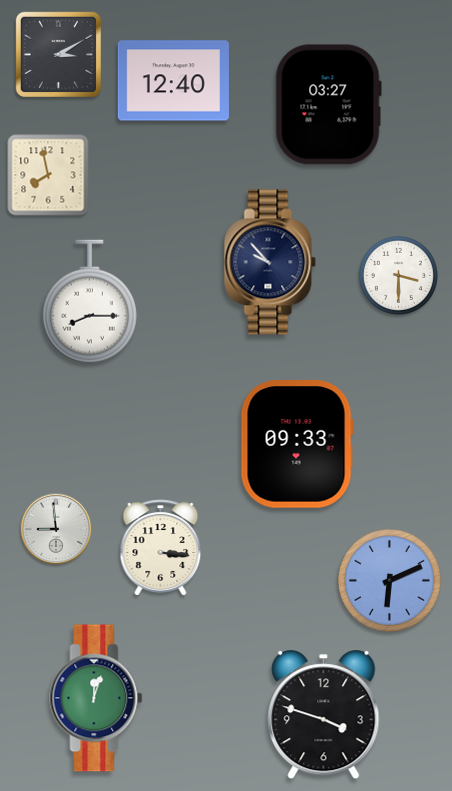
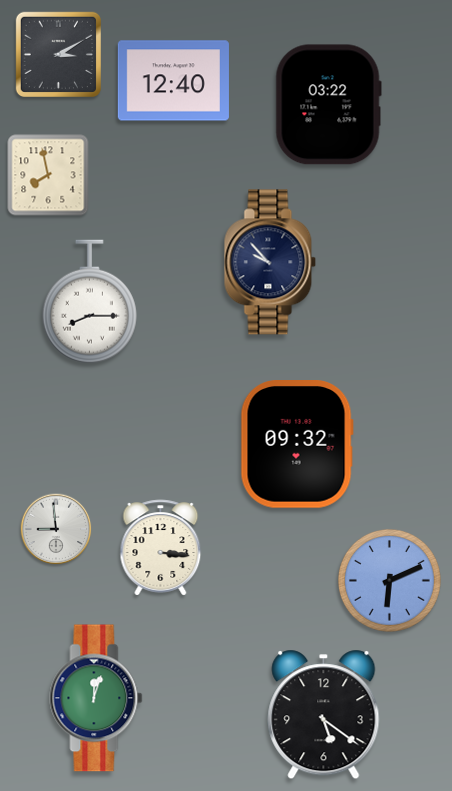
clock at (328, 105): 03:27 -> 03:22
clock at (398, 275): 3:30 -> none
clock at (297, 445): 09:33 -> 09:32
clock at (324, 715): 3:48 -> 5:21
